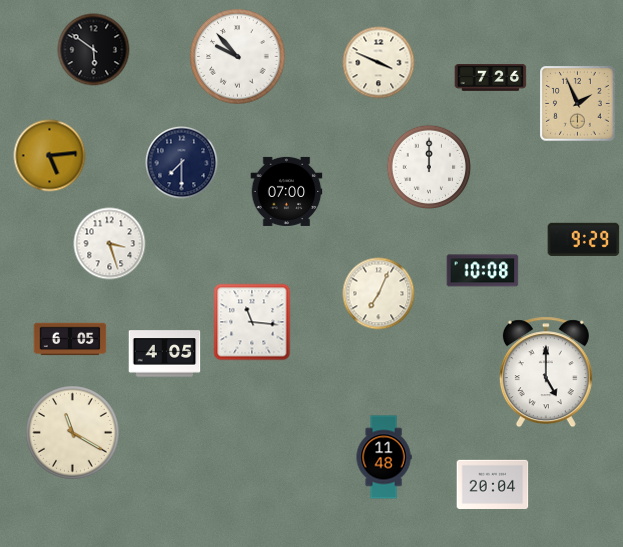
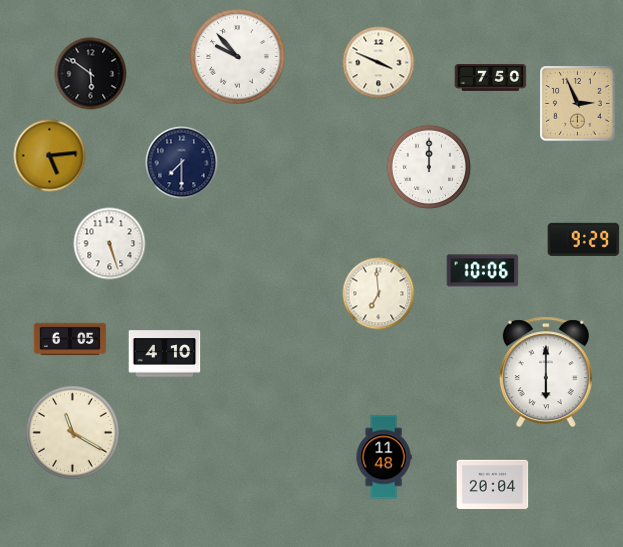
clock at (94, 50) position: (94, 50) -> (91, 74)
clock at (491, 78): 7:26 -> 7:50
clock at (578, 104): 1:56 -> 2:56
clock at (287, 191): 07:00 -> none
clock at (110, 244): 3:27 -> 5:27
clock at (483, 271): 10:08 -> 10:06
clock at (379, 294): 7:04 -> 6:59
clock at (252, 322): 11:16 -> none
clock at (165, 354): 4:05 -> 4:10
clock at (546, 372): 5:00 -> 6:00
